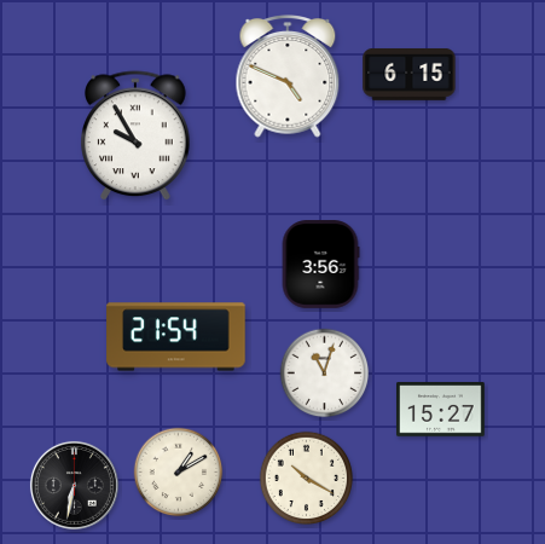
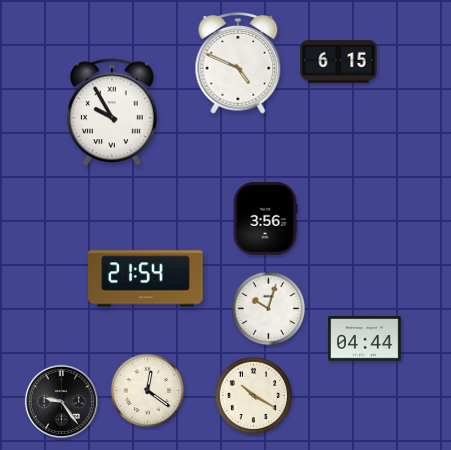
clock at (325, 374): 11:03 -> 10:03
clock at (441, 410): 15:27 -> 04:44
clock at (179, 473): 1:10 -> 12:21
clock at (74, 485): 6:32 -> 9:24
